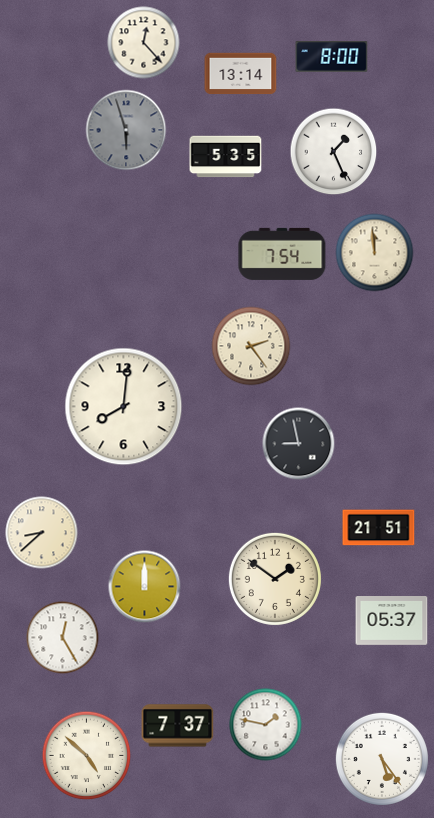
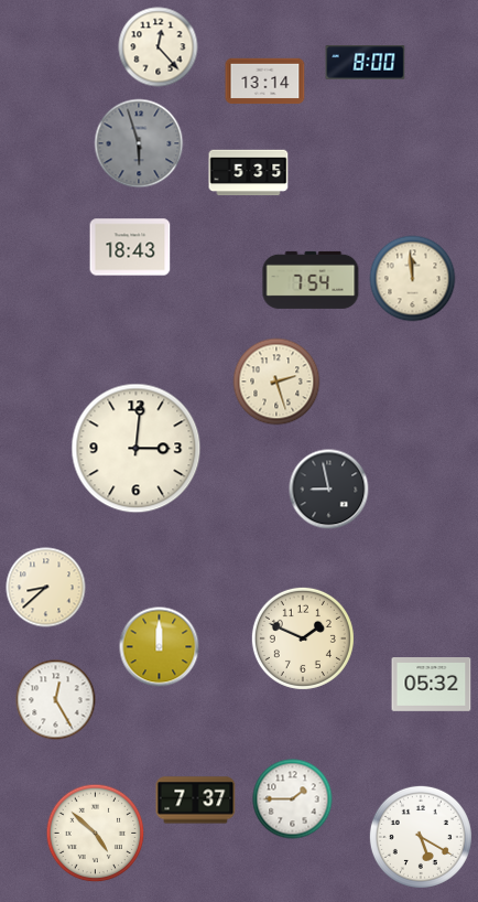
clock at (334, 152): 1:26 -> none
clock at (130, 247): none -> 18:43
clock at (251, 346): 2:24 -> 2:27
clock at (124, 407): 8:01 -> 3:01
clock at (379, 528): 21:51 -> none
clock at (275, 579): 1:51 -> 1:49
clock at (392, 621): 05:37 -> 05:32
clock at (63, 638) position: (63, 638) -> (56, 700)
clock at (266, 725): 1:47 -> 1:45
clock at (382, 759): 5:24 -> 5:20
